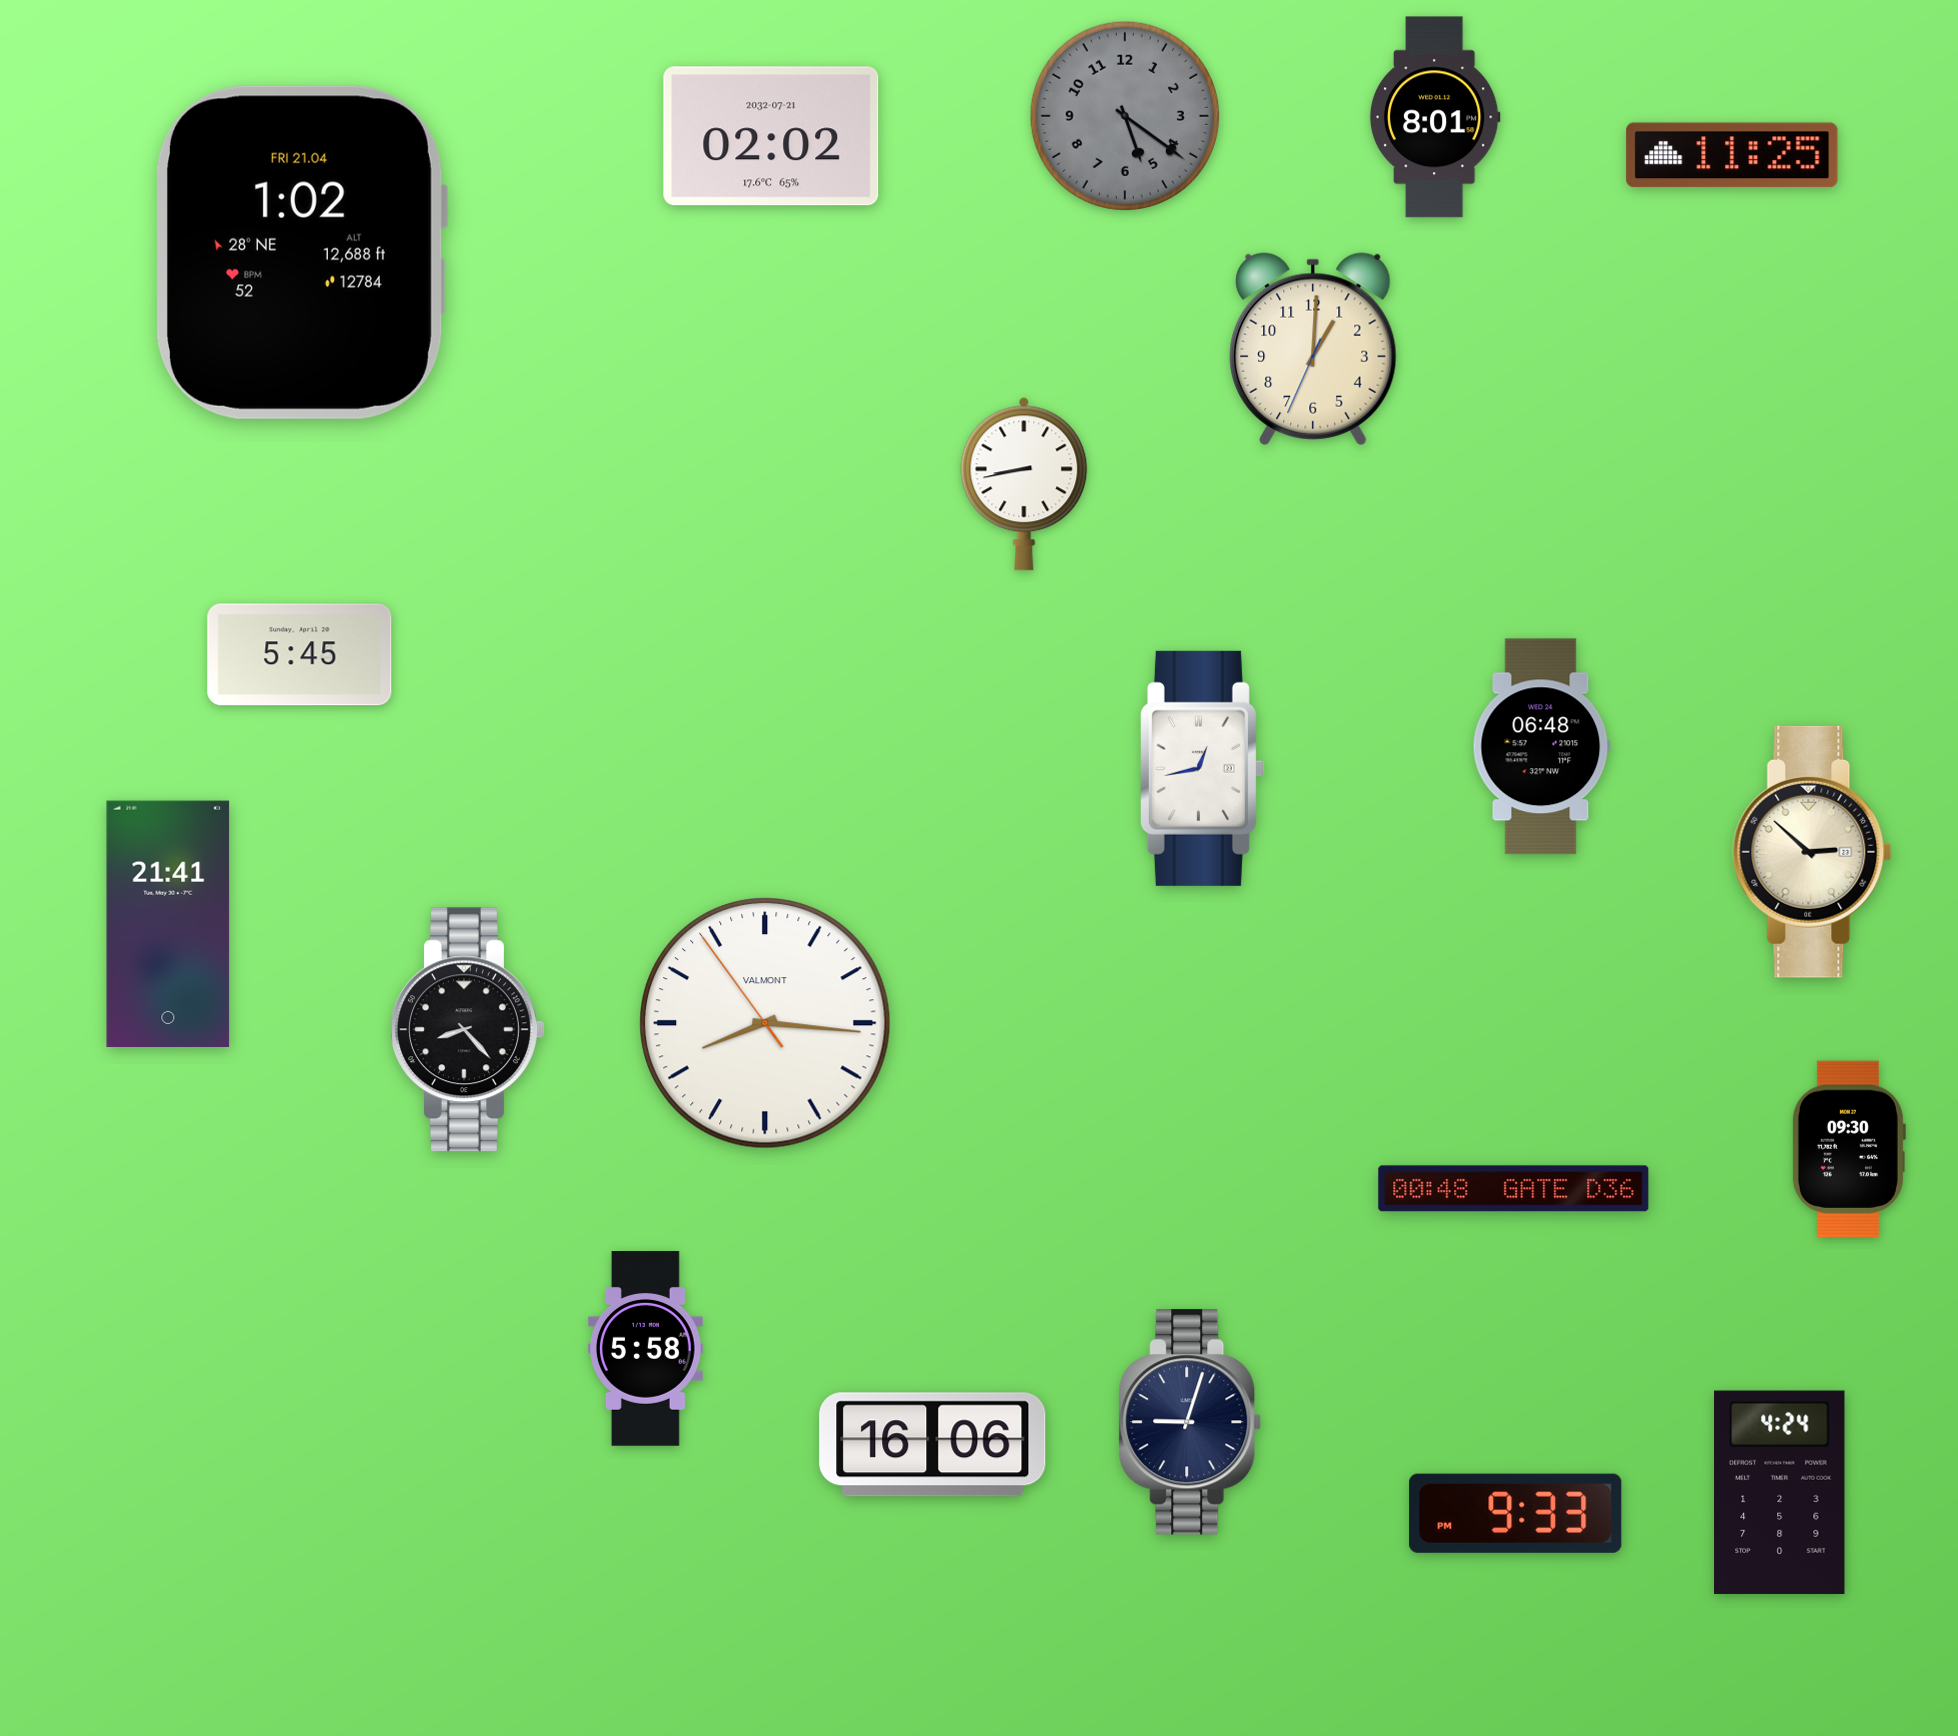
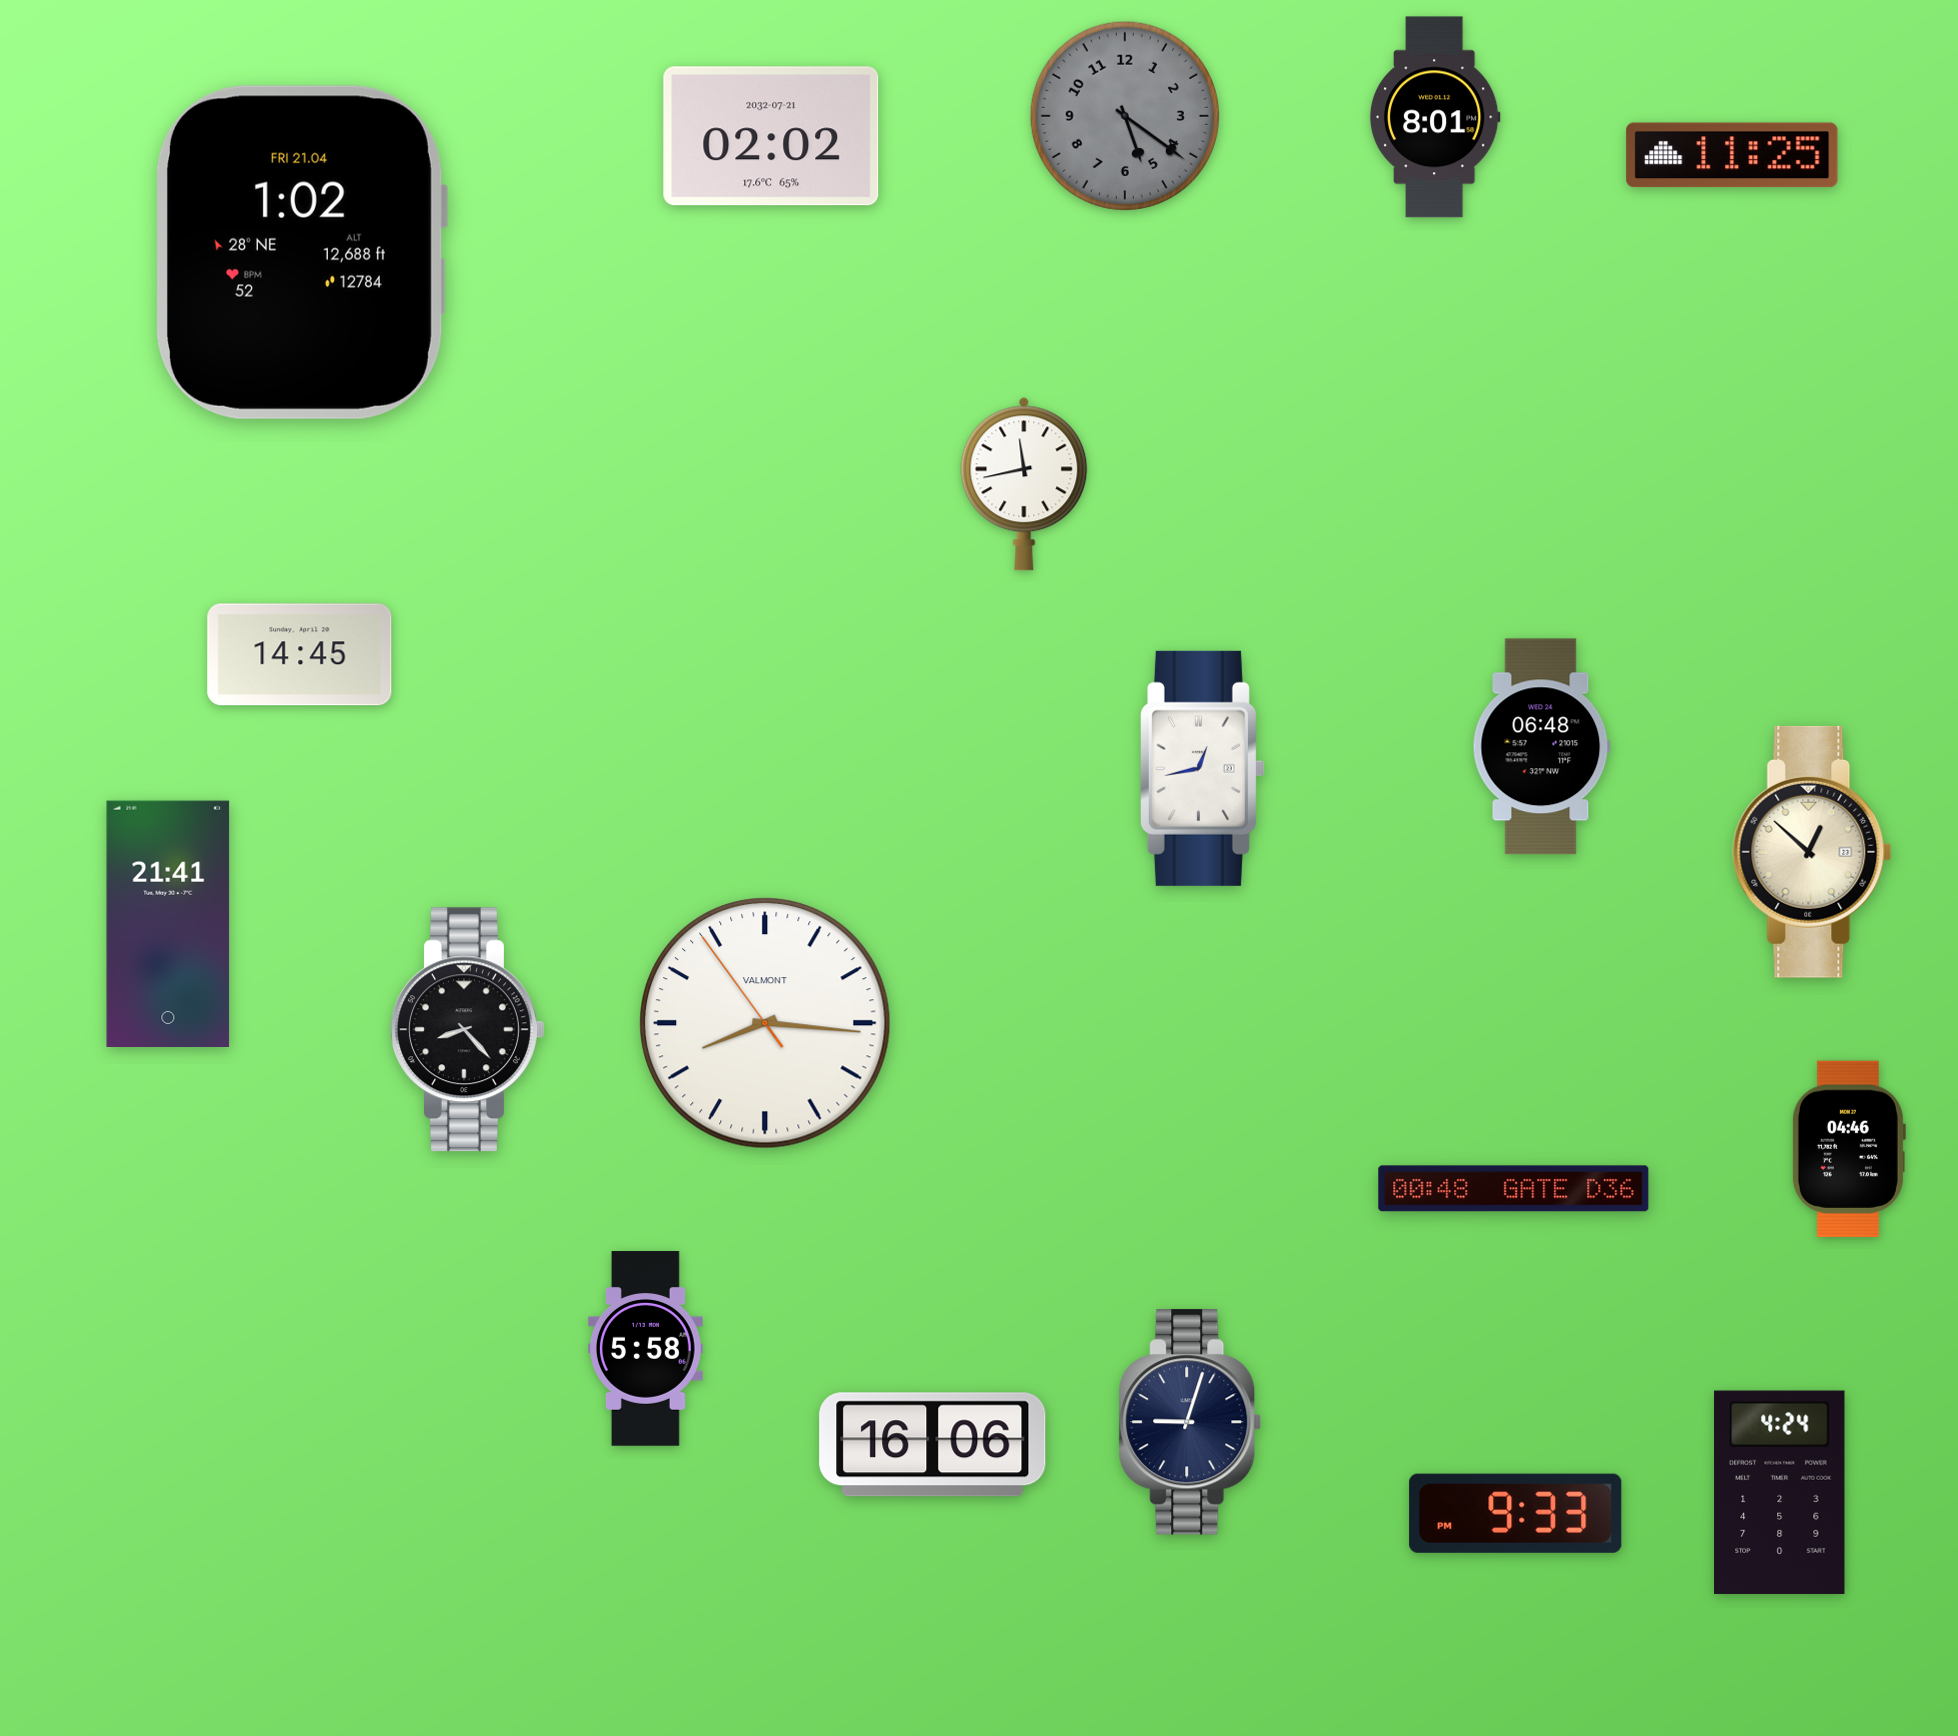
clock at (1313, 349): 1:00 -> none
clock at (1024, 484): 8:43 -> 11:43
clock at (300, 655): 5:45 -> 14:45
clock at (1812, 852): 2:52 -> 12:52
clock at (1848, 1149): 09:30 -> 04:46
